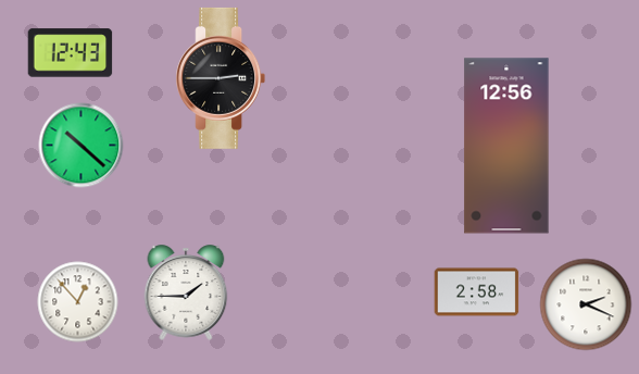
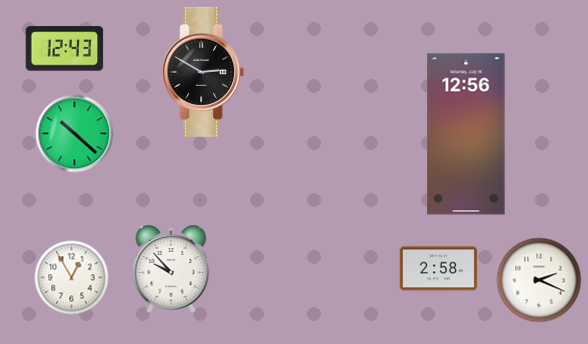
clock at (221, 78): 2:45 -> 2:50
clock at (186, 292): 1:45 -> 9:53
clock at (78, 302): 12:53 -> 12:55
